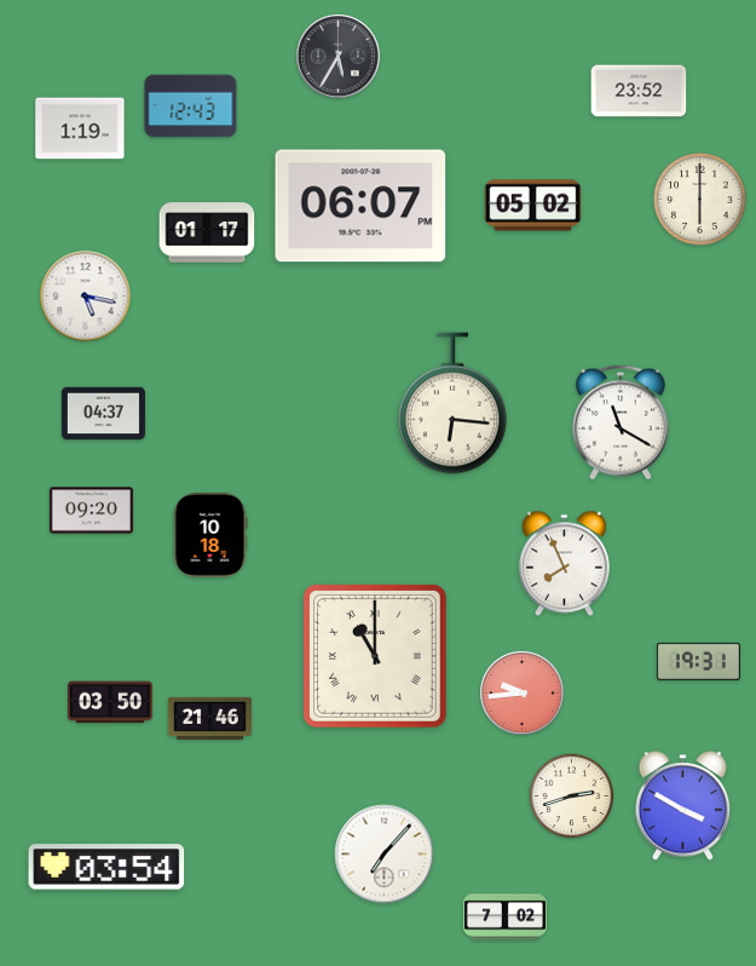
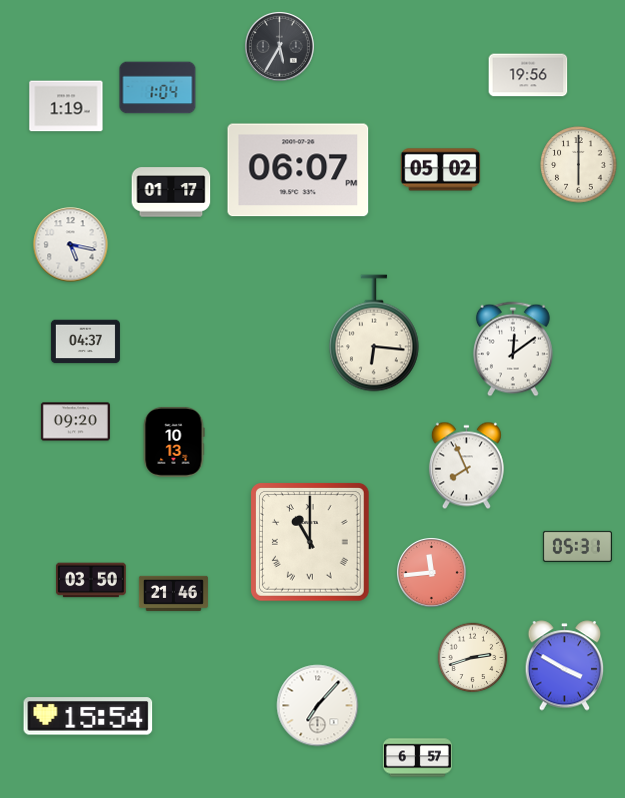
clock at (639, 91): 23:52 -> 19:56
clock at (191, 107): 12:43 -> 1:04
clock at (621, 422): 11:20 -> 12:09
clock at (210, 535): 10:18 -> 10:13
clock at (698, 661): 19:31 -> 05:31
clock at (523, 694): 9:44 -> 11:44
clock at (106, 867): 03:54 -> 15:54
clock at (504, 918): 7:02 -> 6:57
